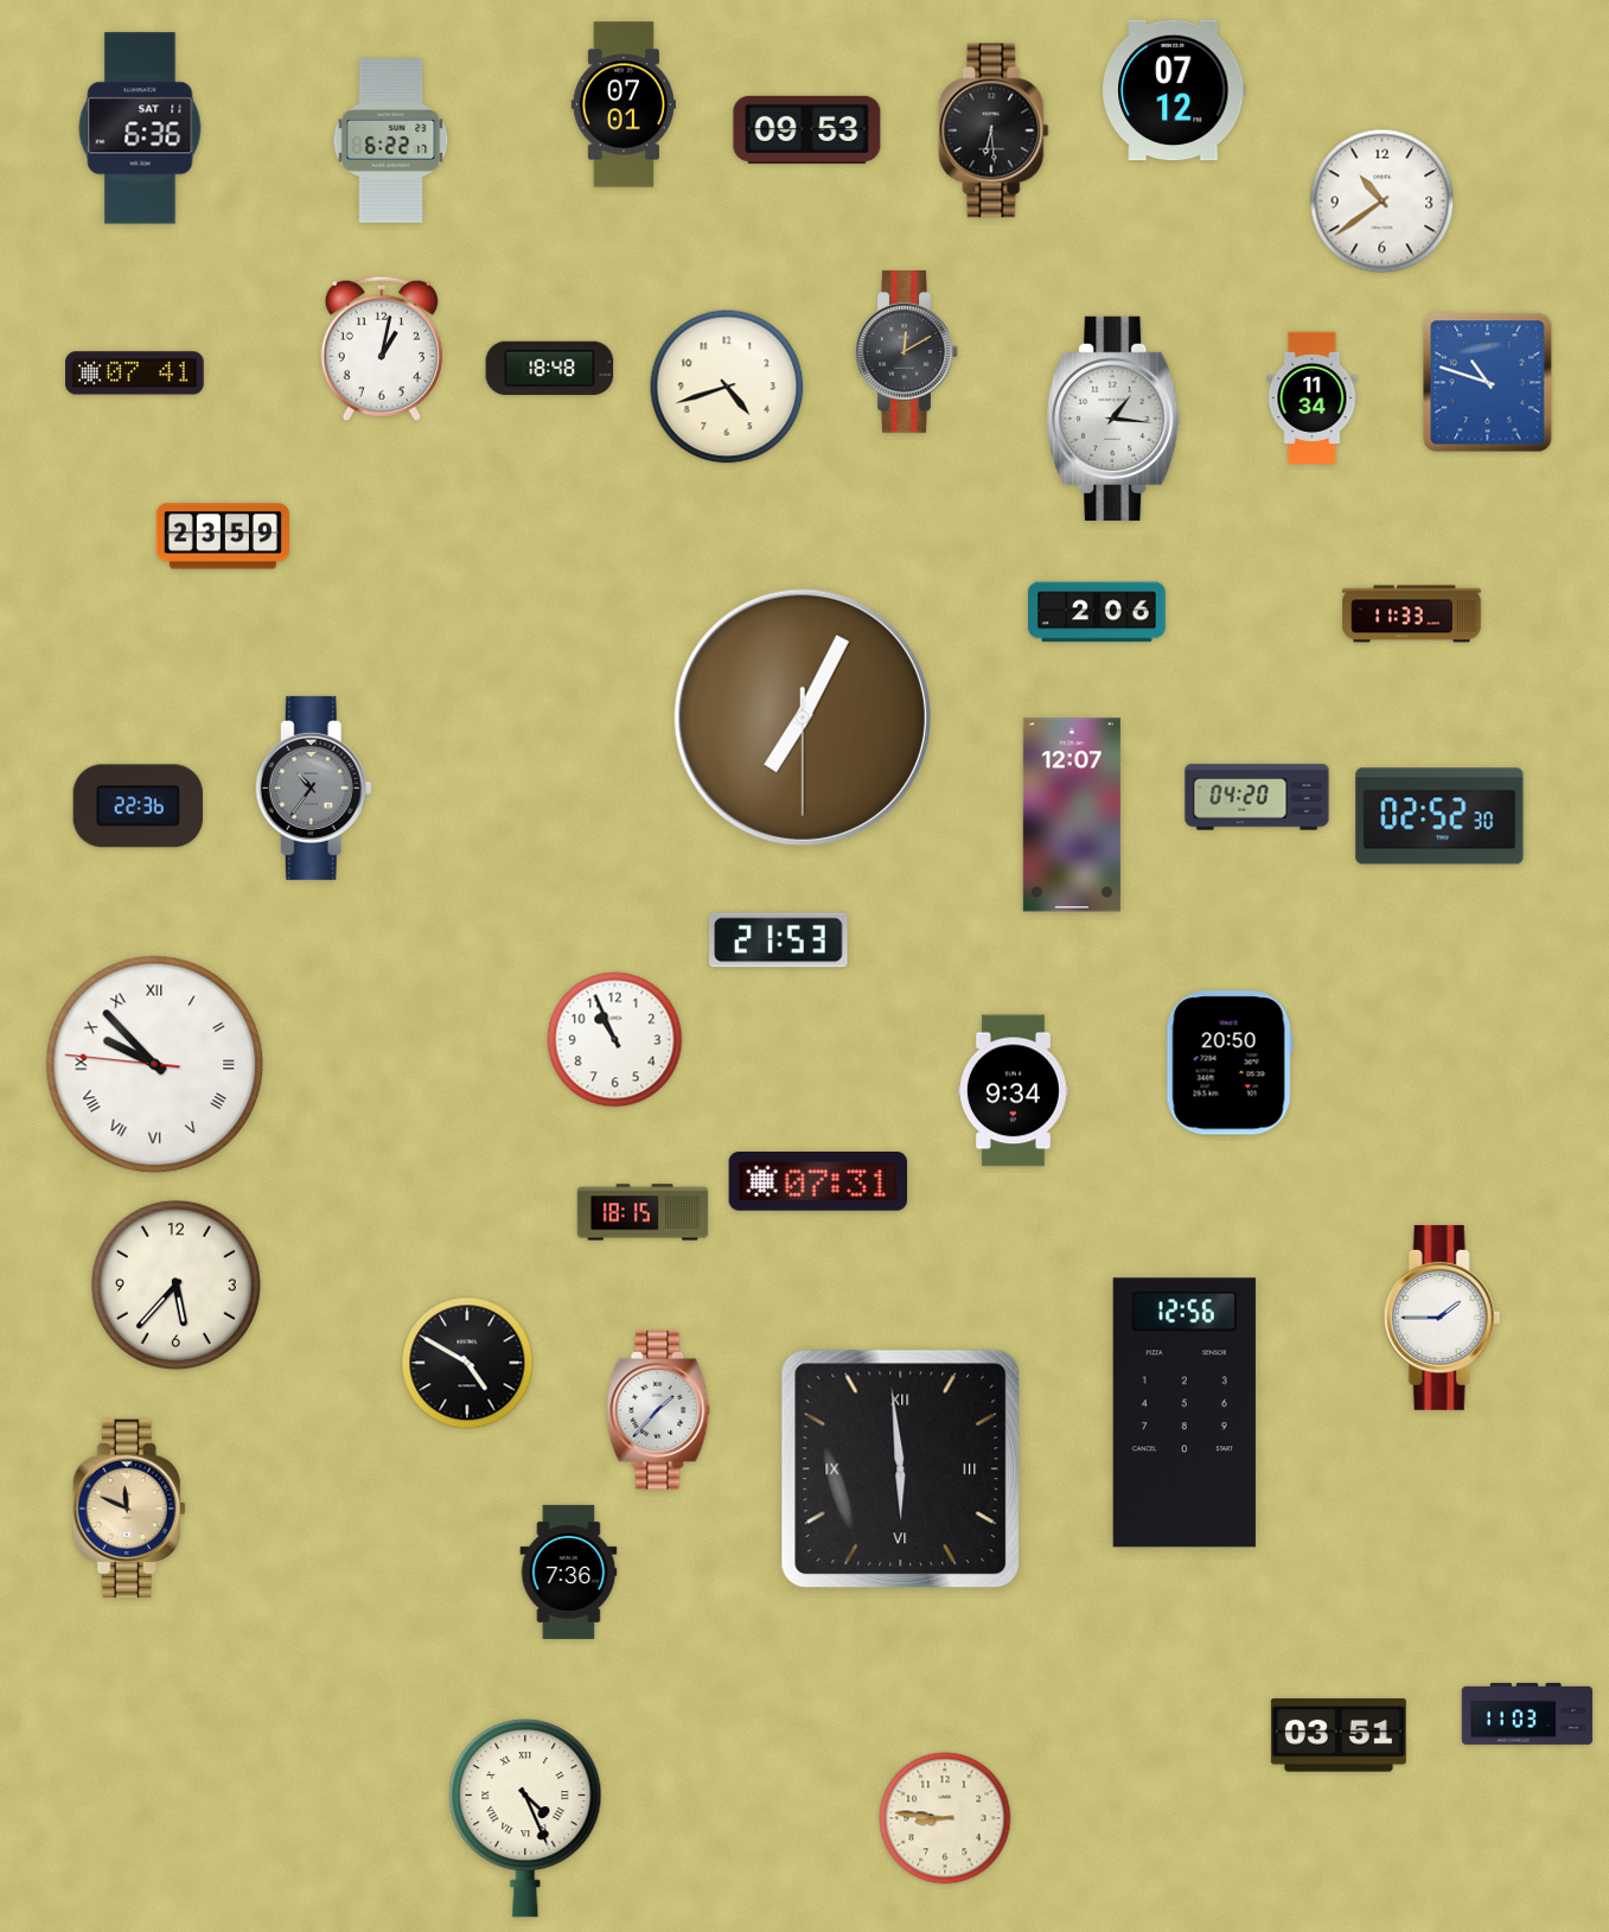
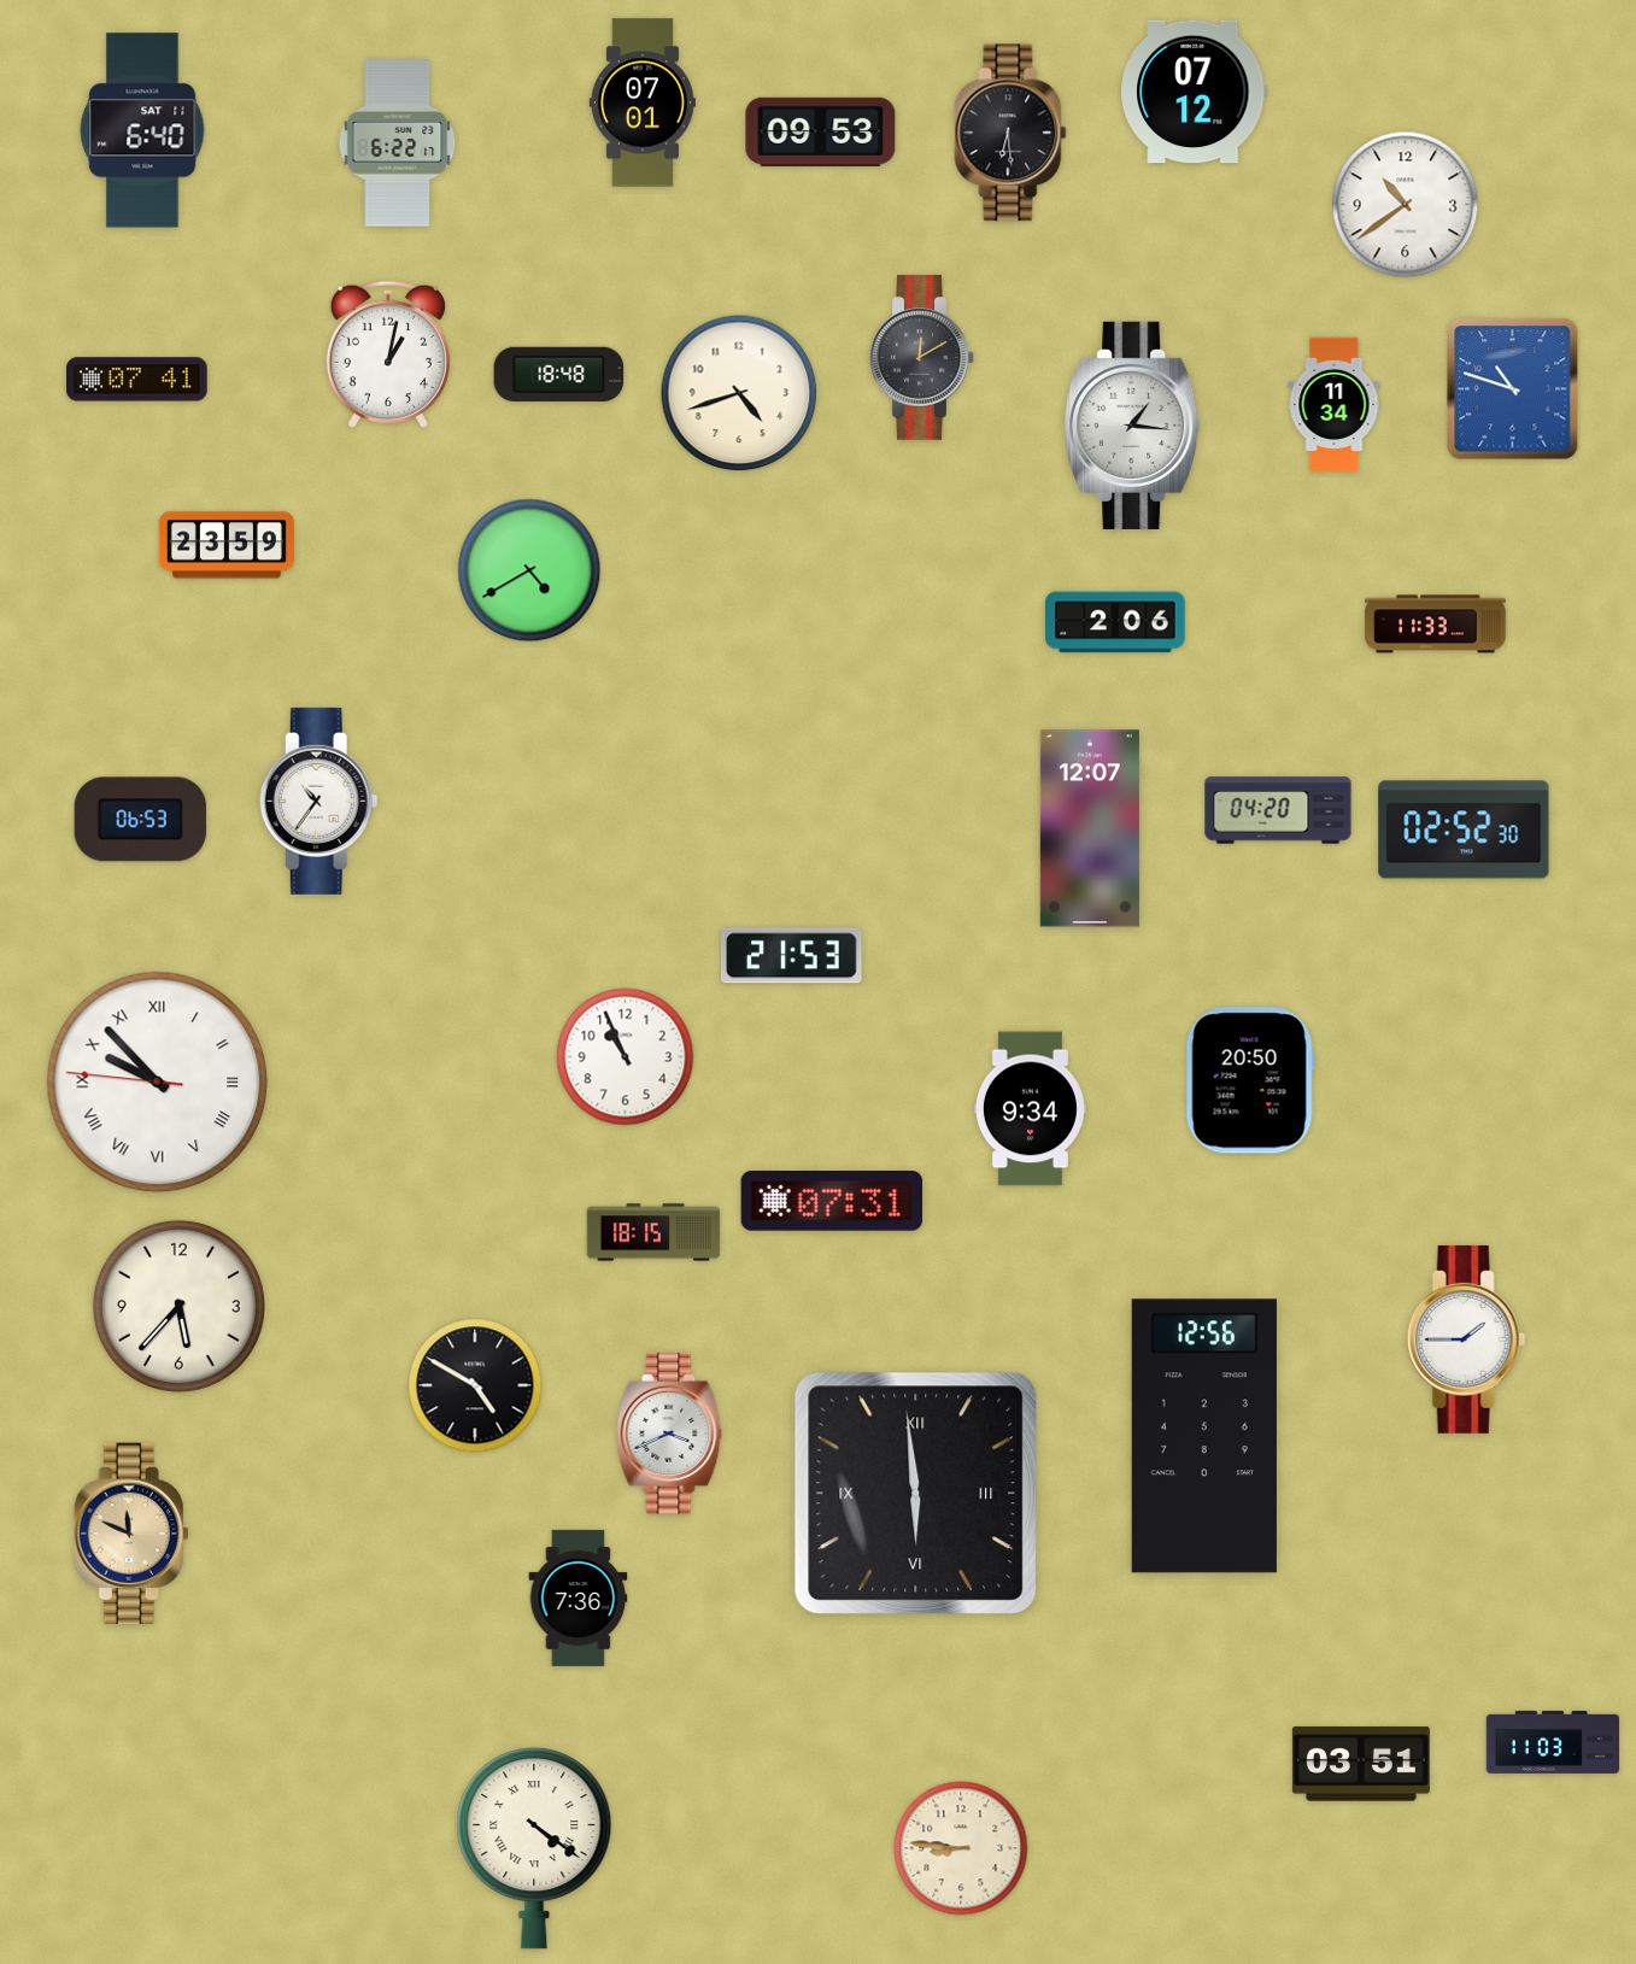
clock at (624, 104) position: (624, 104) -> (643, 102)
clock at (140, 128): 6:36 -> 6:40
clock at (529, 570): none -> 4:40
clock at (803, 718): 7:04 -> none
clock at (313, 788) dial: grey -> white
clock at (139, 806): 22:36 -> 06:53
clock at (658, 1410): 1:37 -> 3:41
clock at (525, 1818): 4:26 -> 4:21
